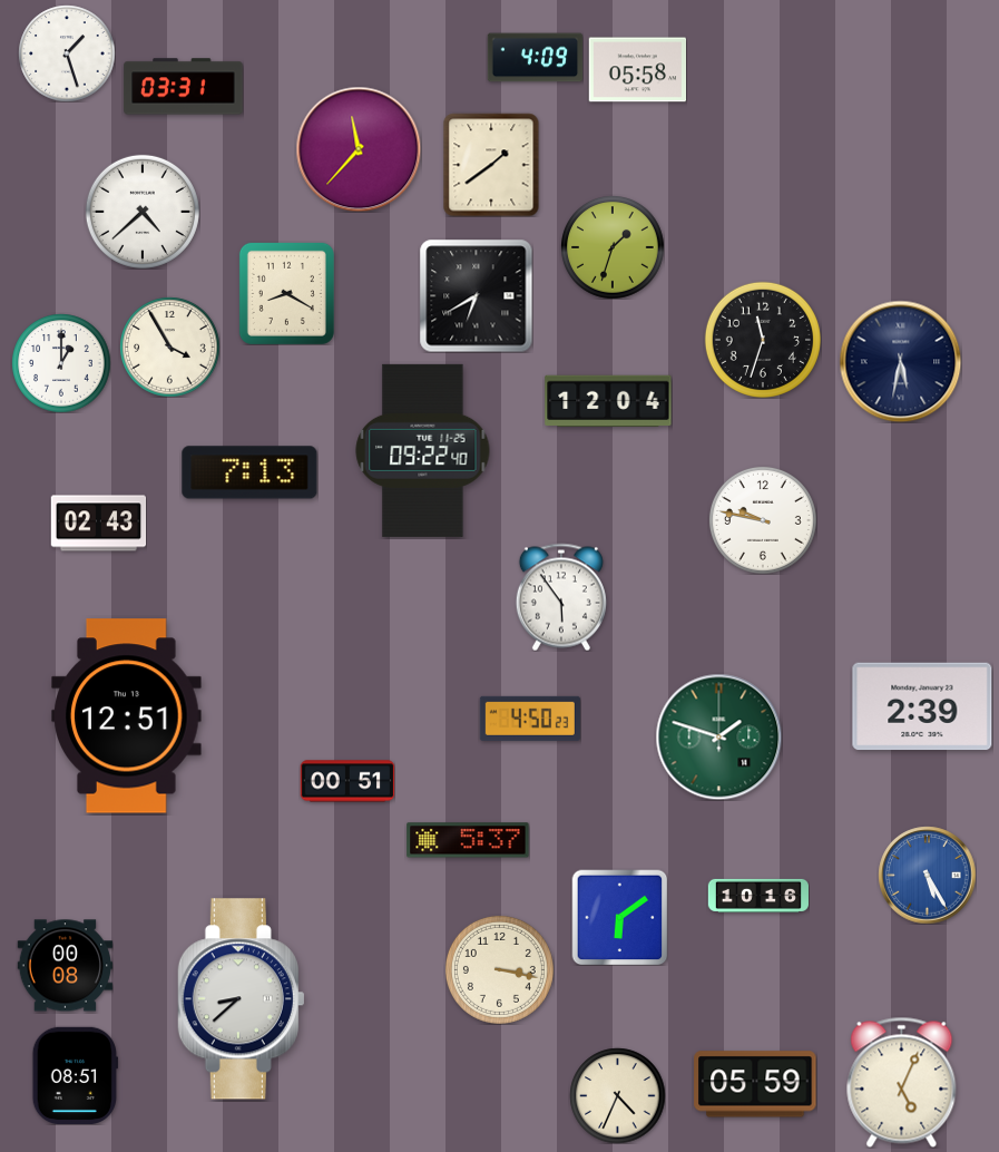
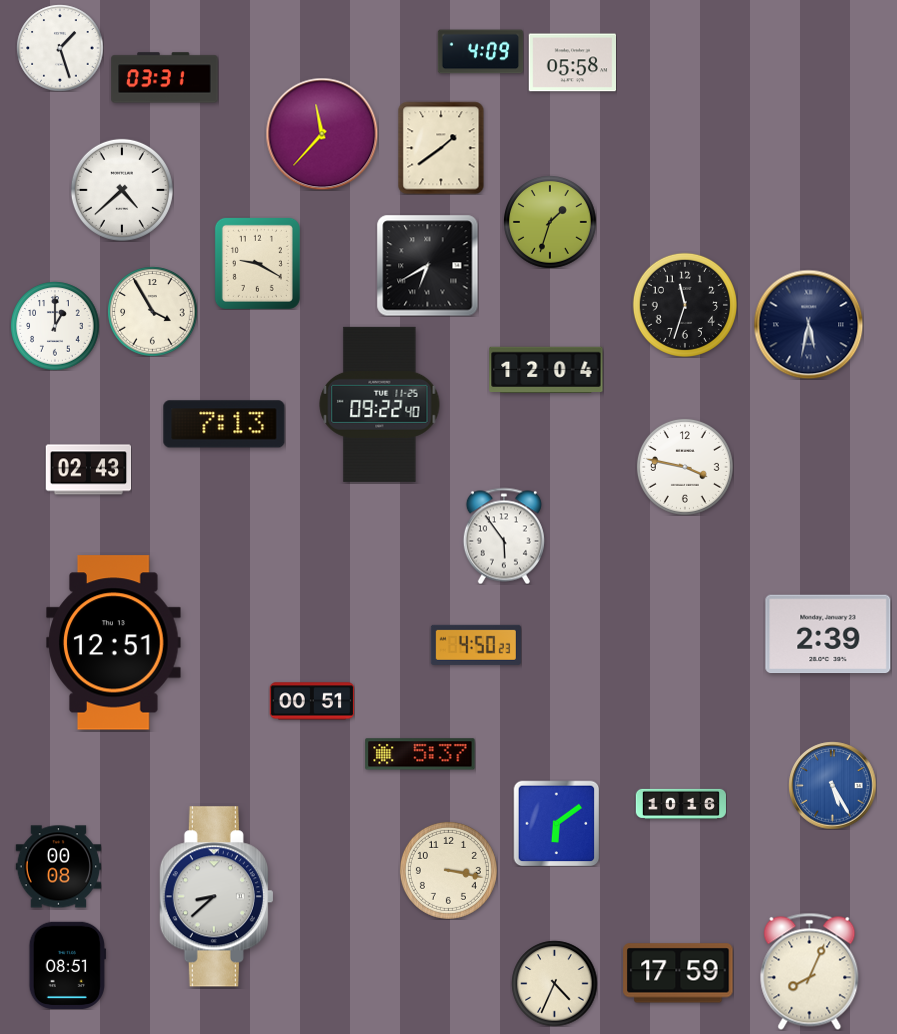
clock at (143, 212) position: (143, 212) -> (122, 190)
clock at (286, 293): 8:20 -> 9:20
clock at (608, 400) position: (608, 400) -> (546, 369)
clock at (763, 520): 9:47 -> 3:47
clock at (718, 736): 1:48 -> none
clock at (902, 1082): 5:04 -> 8:04
clock at (755, 1084): 05:59 -> 17:59
